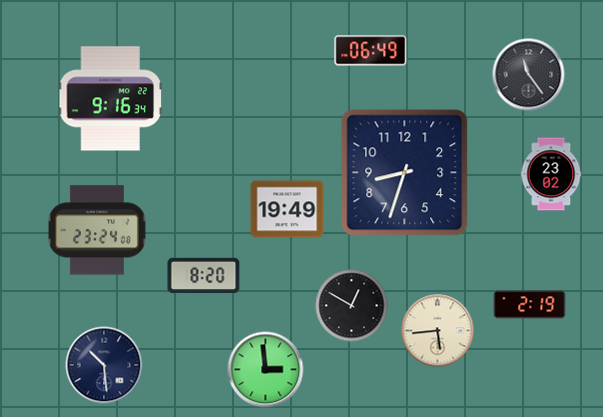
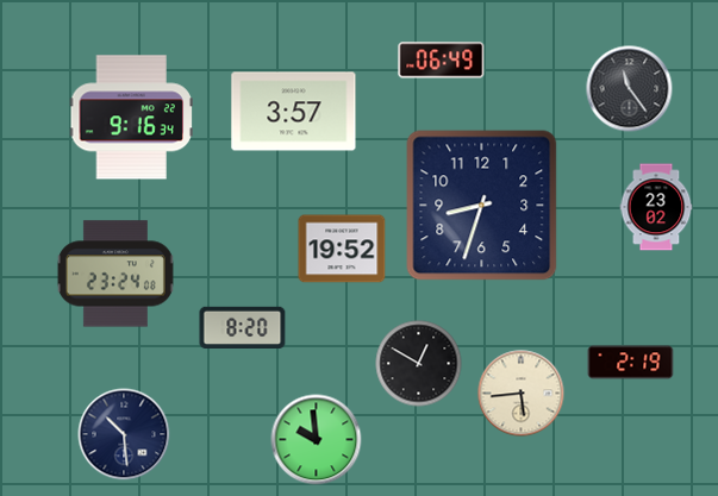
clock at (294, 112): none -> 3:57
clock at (287, 209): 19:49 -> 19:52
clock at (266, 370): 2:59 -> 9:59
